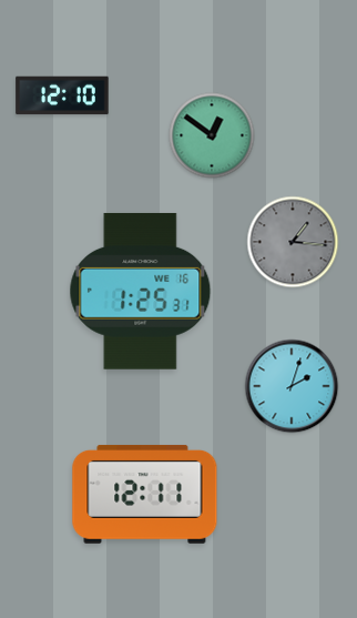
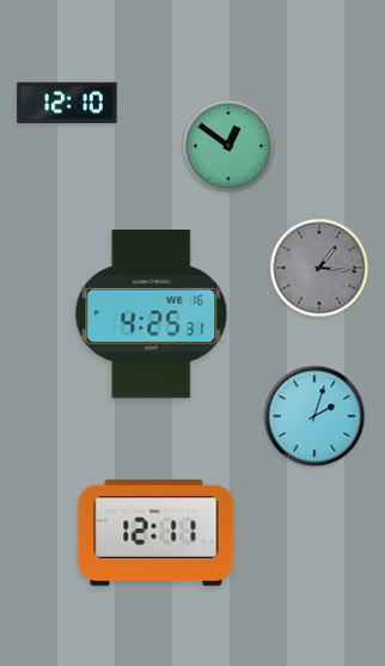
clock at (293, 242) position: (293, 242) -> (319, 268)
clock at (141, 291): 1:25 -> 4:25
